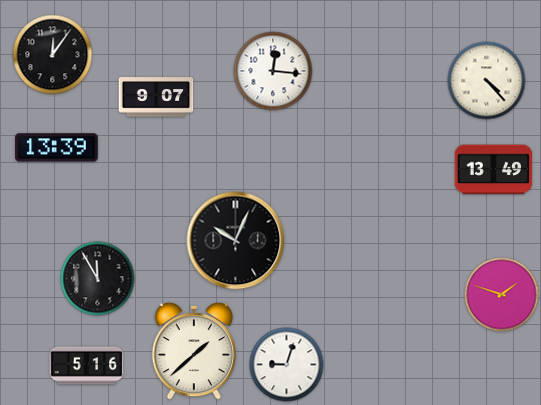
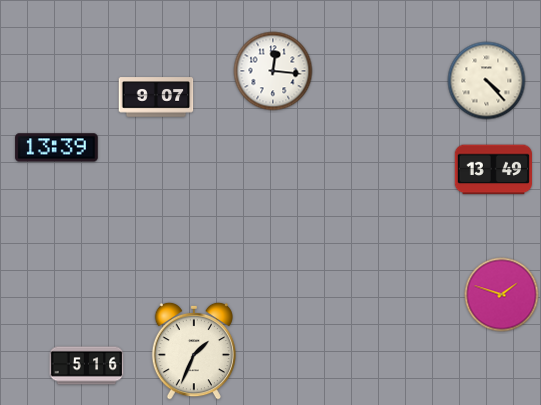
clock at (53, 55): 12:06 -> none
clock at (236, 241): 10:04 -> none
clock at (98, 279): 11:55 -> none
clock at (194, 351): 1:38 -> 1:34
clock at (287, 365): 9:03 -> none
